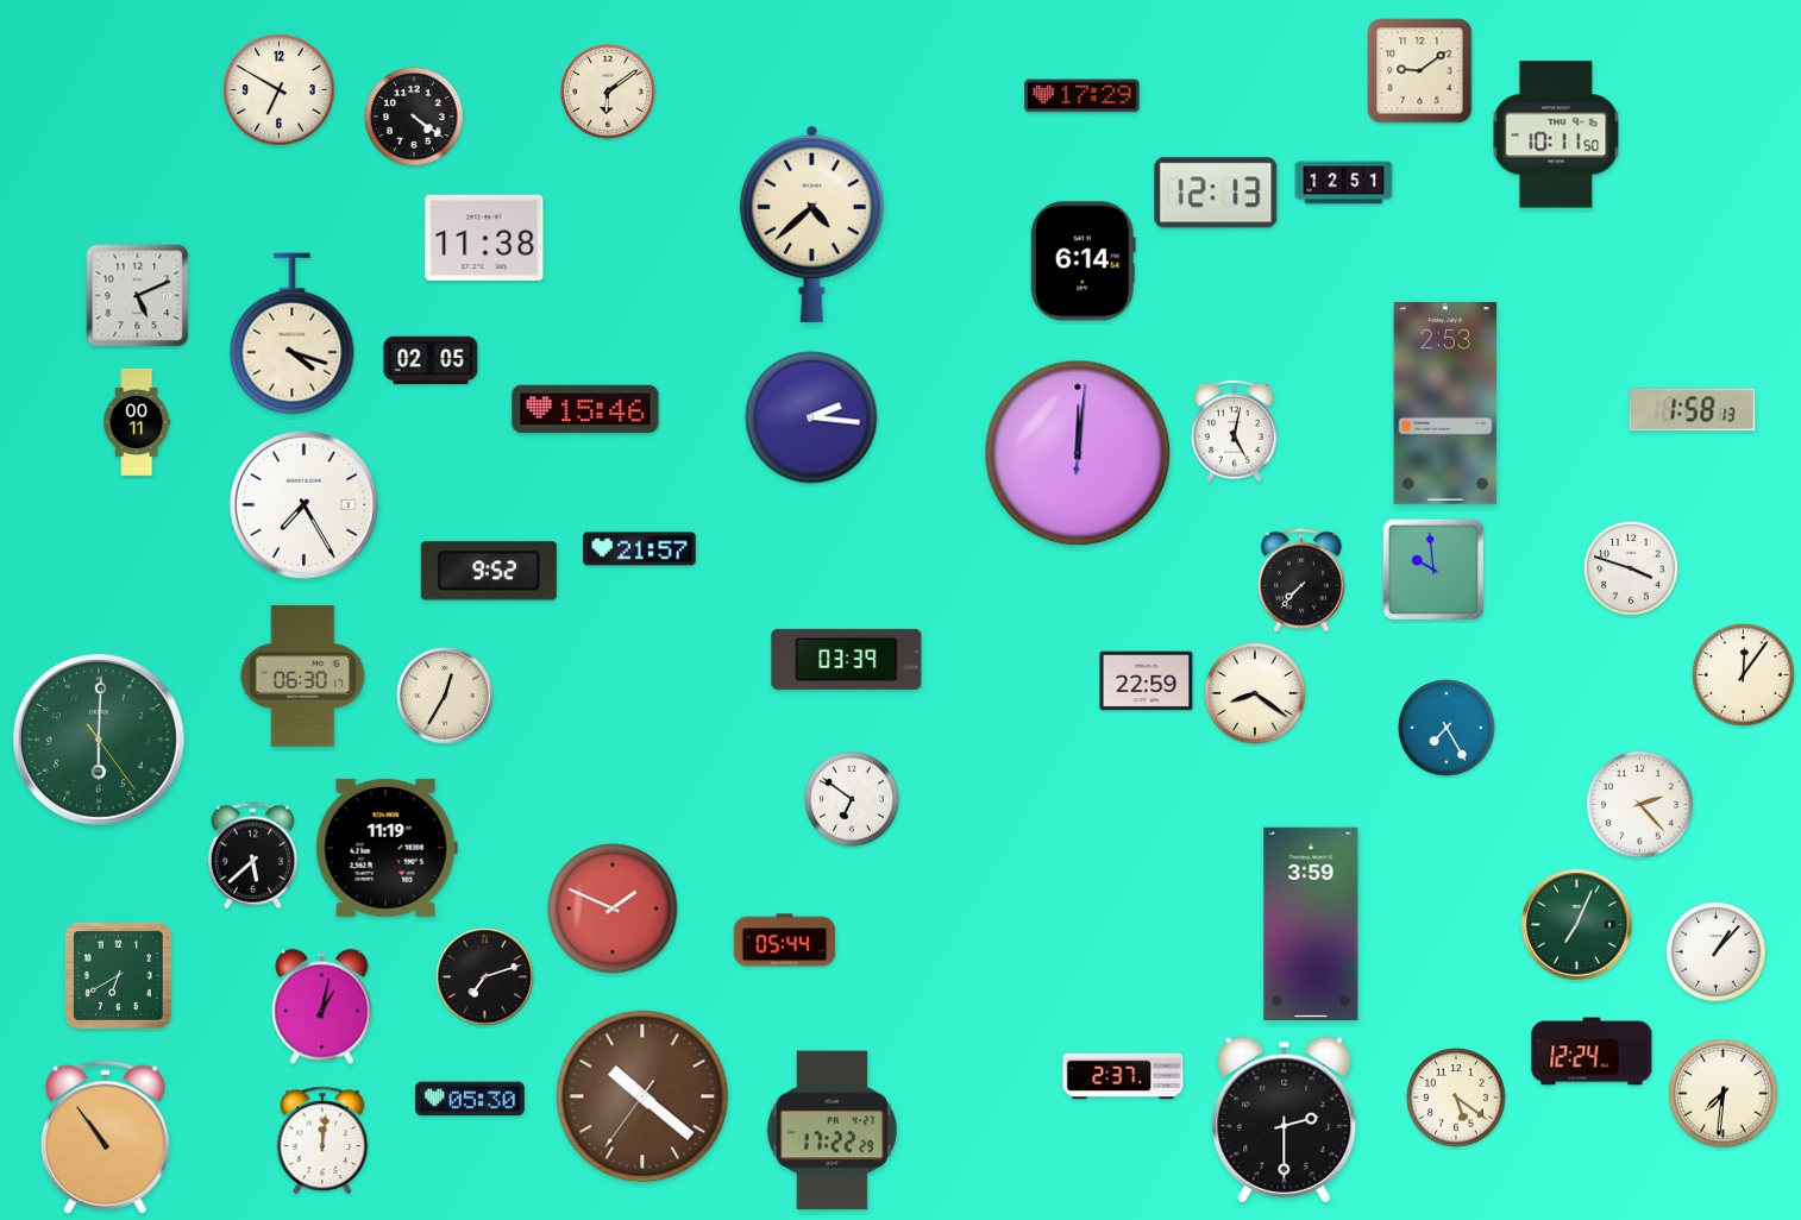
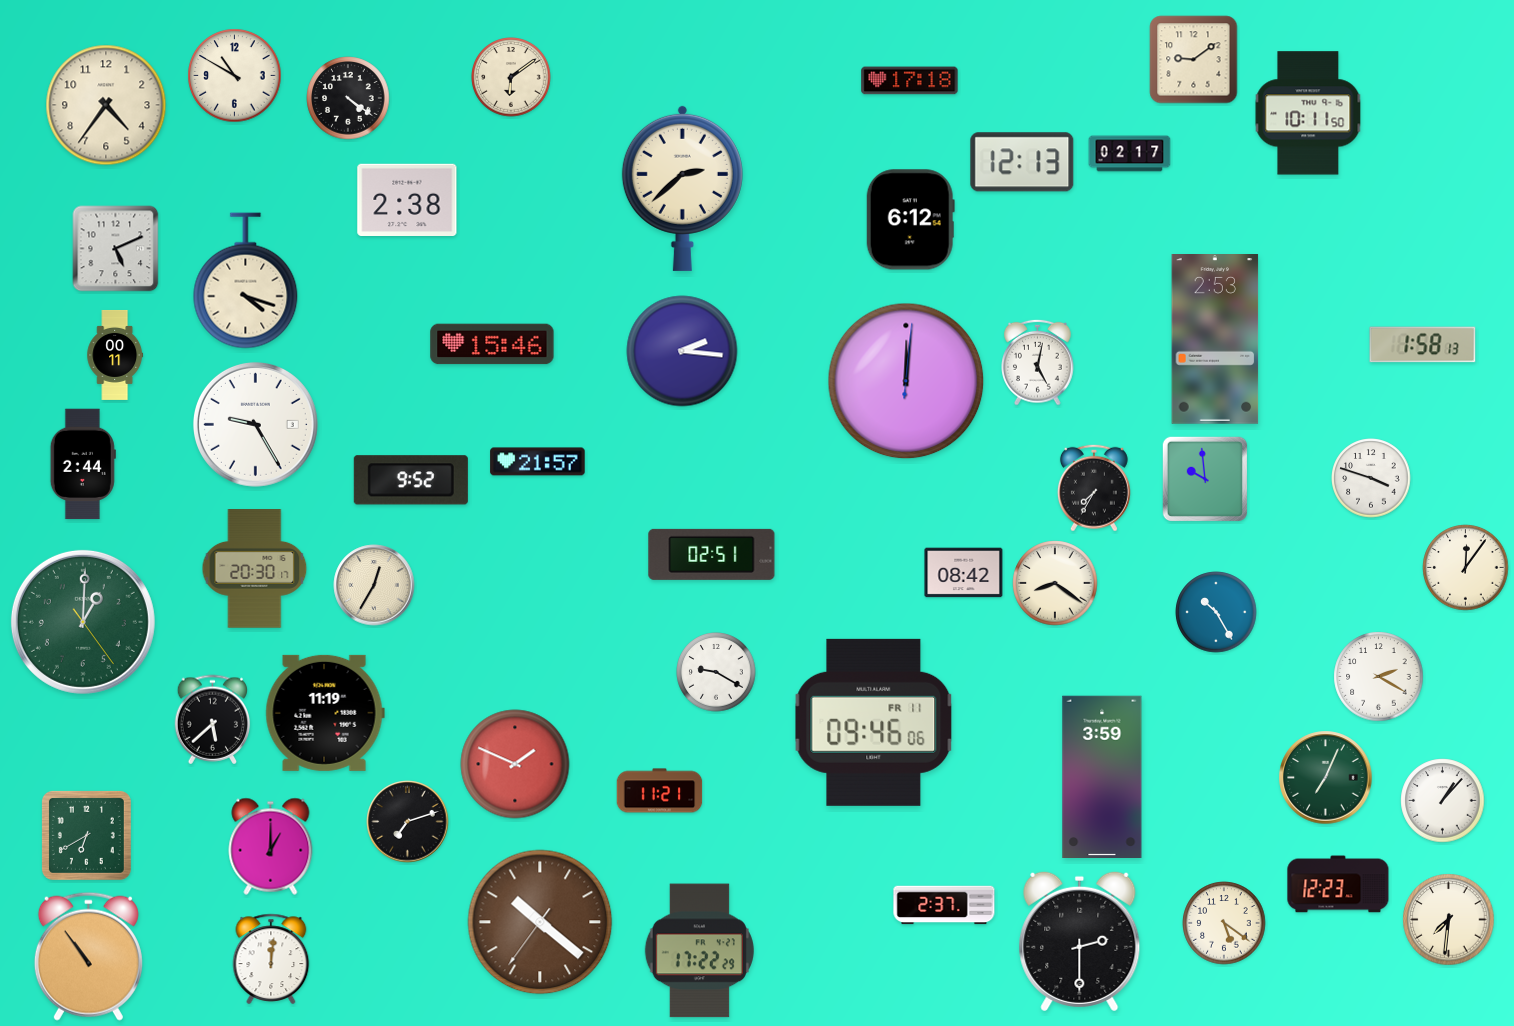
clock at (280, 90): 6:50 -> 10:50
clock at (1083, 96): 17:29 -> 17:18
clock at (106, 105): none -> 4:36
clock at (1344, 183): 12:51 -> 02:17
clock at (811, 224): 4:38 -> 2:38
clock at (484, 237): 11:38 -> 2:38
clock at (1083, 262): 6:14 -> 6:12
clock at (431, 360): 02:05 -> none
clock at (303, 504): 7:25 -> 9:25
clock at (83, 464): none -> 2:44
clock at (1301, 580): 7:37 -> 7:35
clock at (847, 659): 03:39 -> 02:51
clock at (303, 677): 06:30 -> 20:30
clock at (1147, 681): 22:59 -> 08:42
clock at (1447, 728): 7:25 -> 10:25
clock at (99, 740): 6:00 -> 1:00
clock at (852, 799): 6:51 -> 9:20
clock at (1640, 805): 2:23 -> 2:20
clock at (874, 722): none -> 09:46
clock at (785, 941): 05:44 -> 11:21
clock at (118, 975) position: (118, 975) -> (86, 835)
clock at (322, 1006): 1:02 -> 1:00
clock at (1592, 1051): 12:24 -> 12:23
clock at (471, 1099): 05:30 -> none
